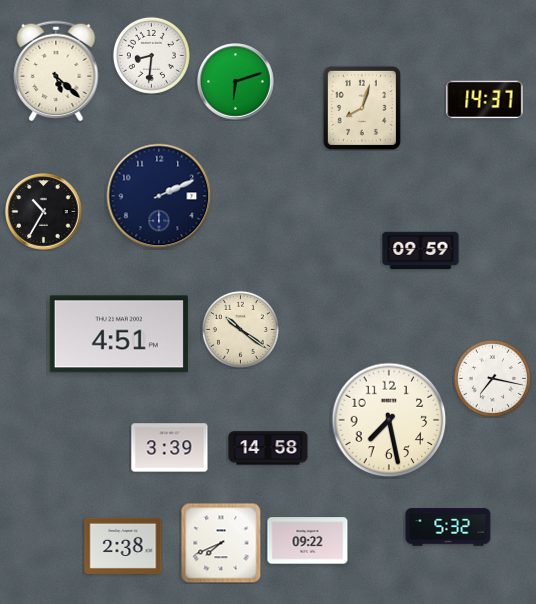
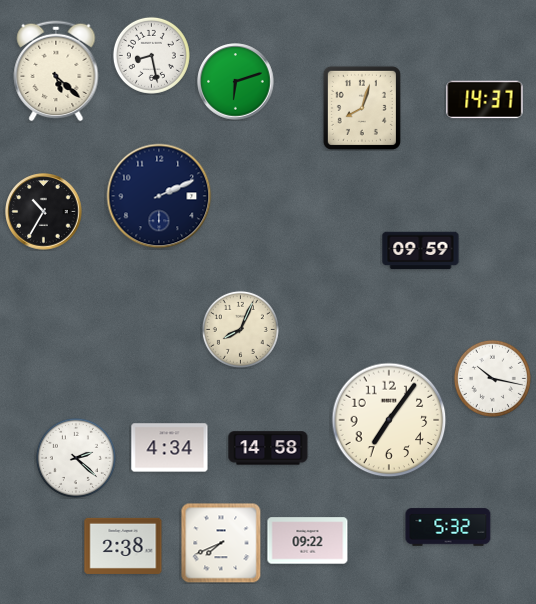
clock at (151, 55): 8:31 -> 8:28
clock at (240, 329): 10:21 -> 8:04
clock at (119, 334): 4:51 -> none
clock at (492, 378): 7:17 -> 10:17
clock at (389, 420): 7:28 -> 7:06
clock at (170, 448): 3:39 -> 4:34
clock at (76, 458): none -> 2:22
